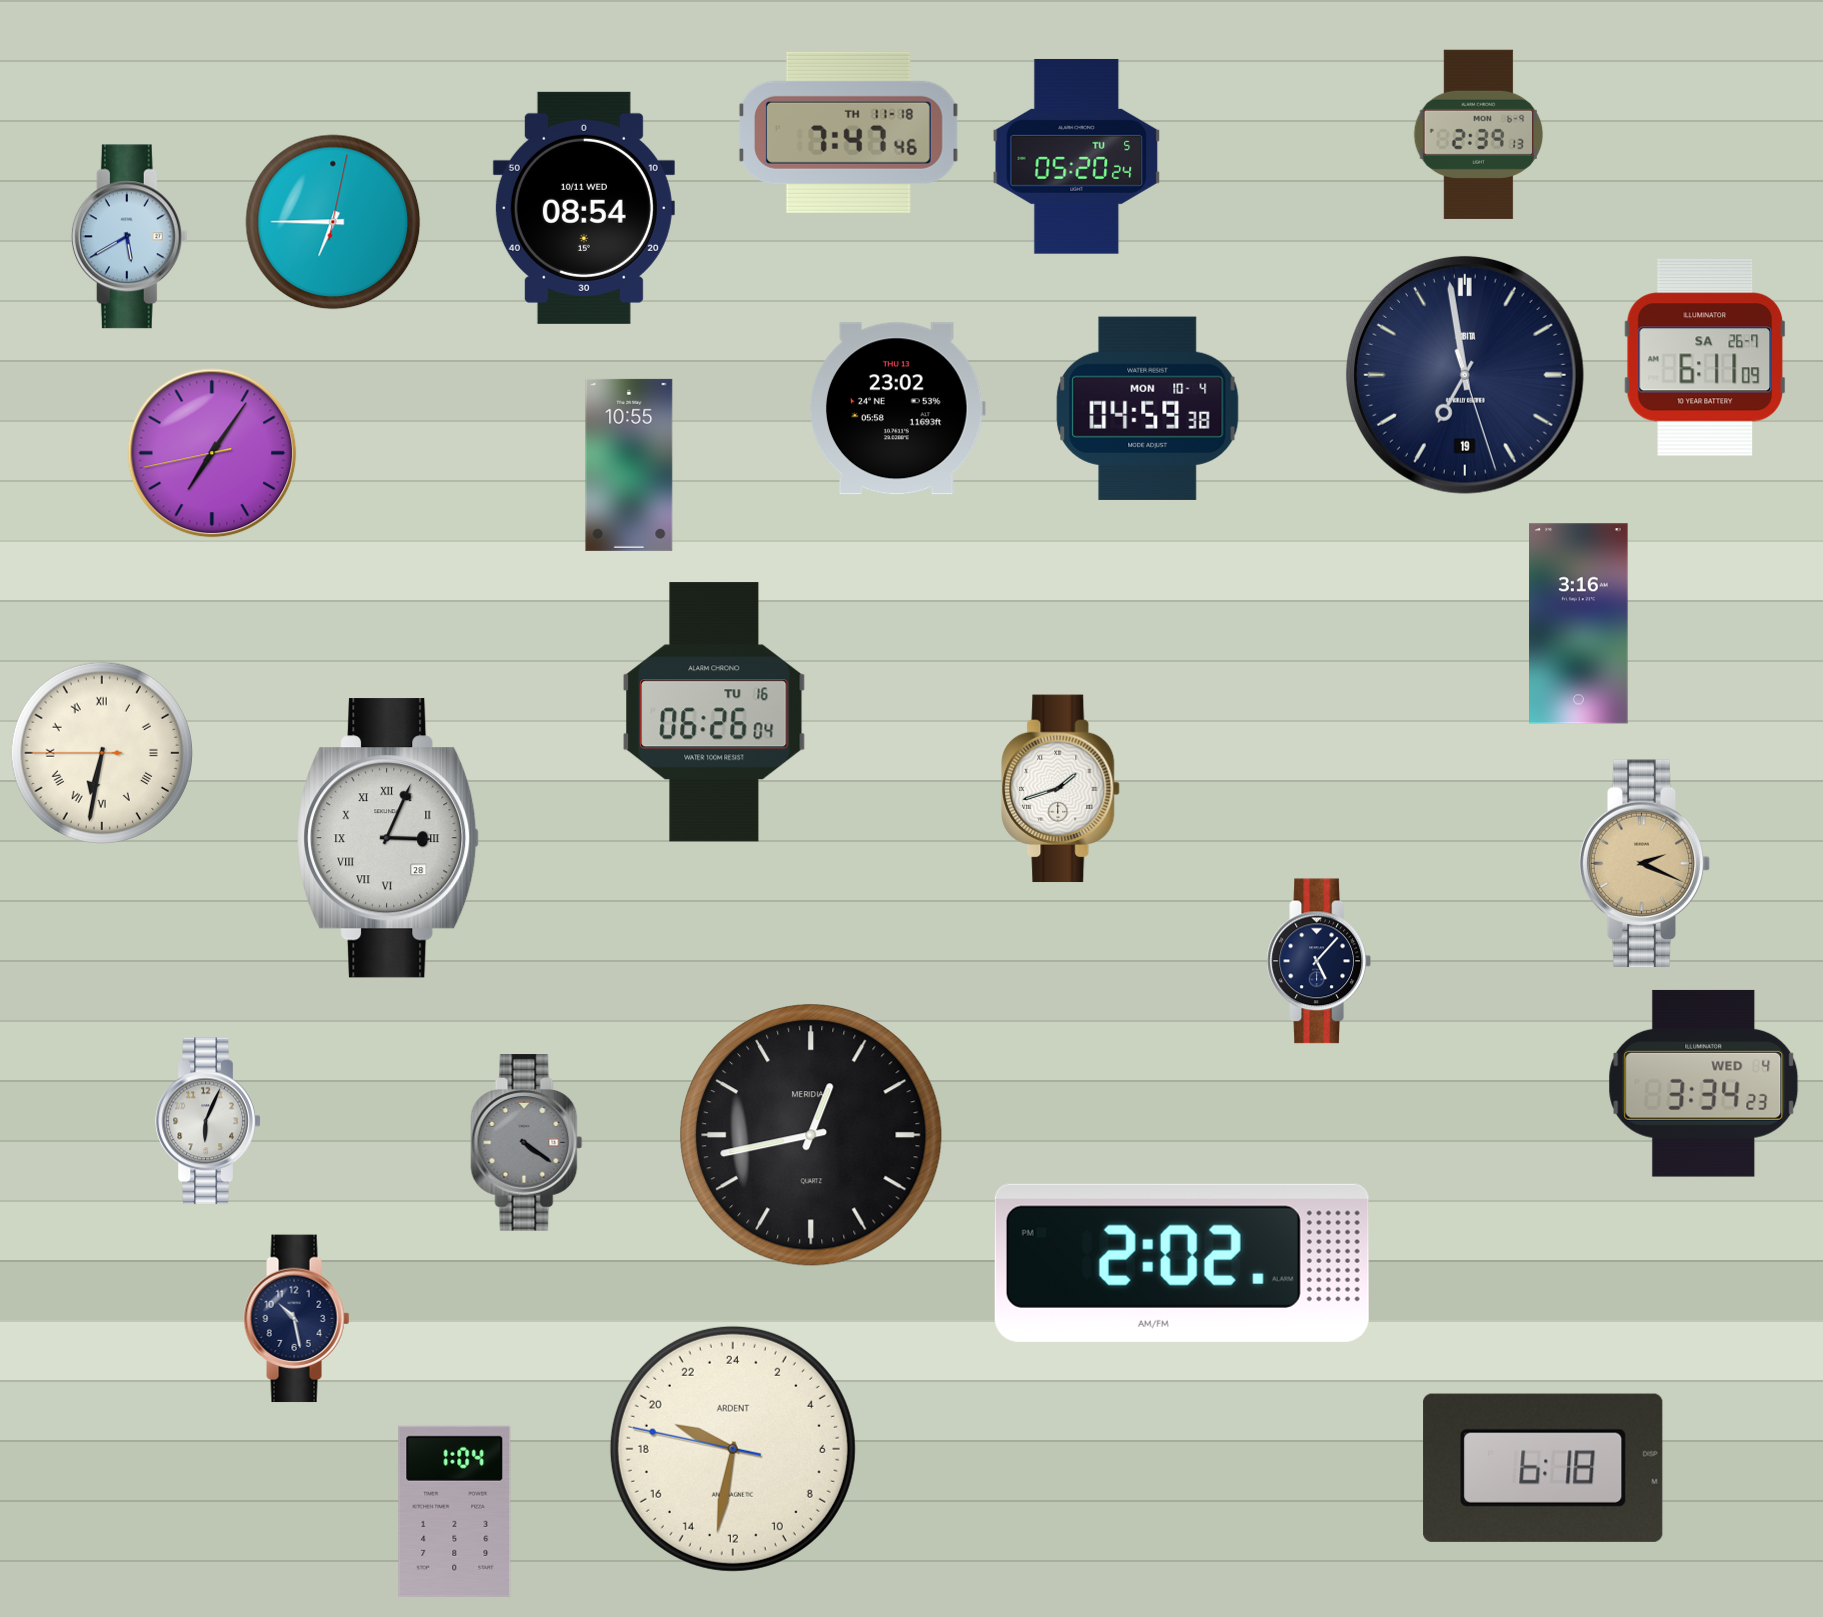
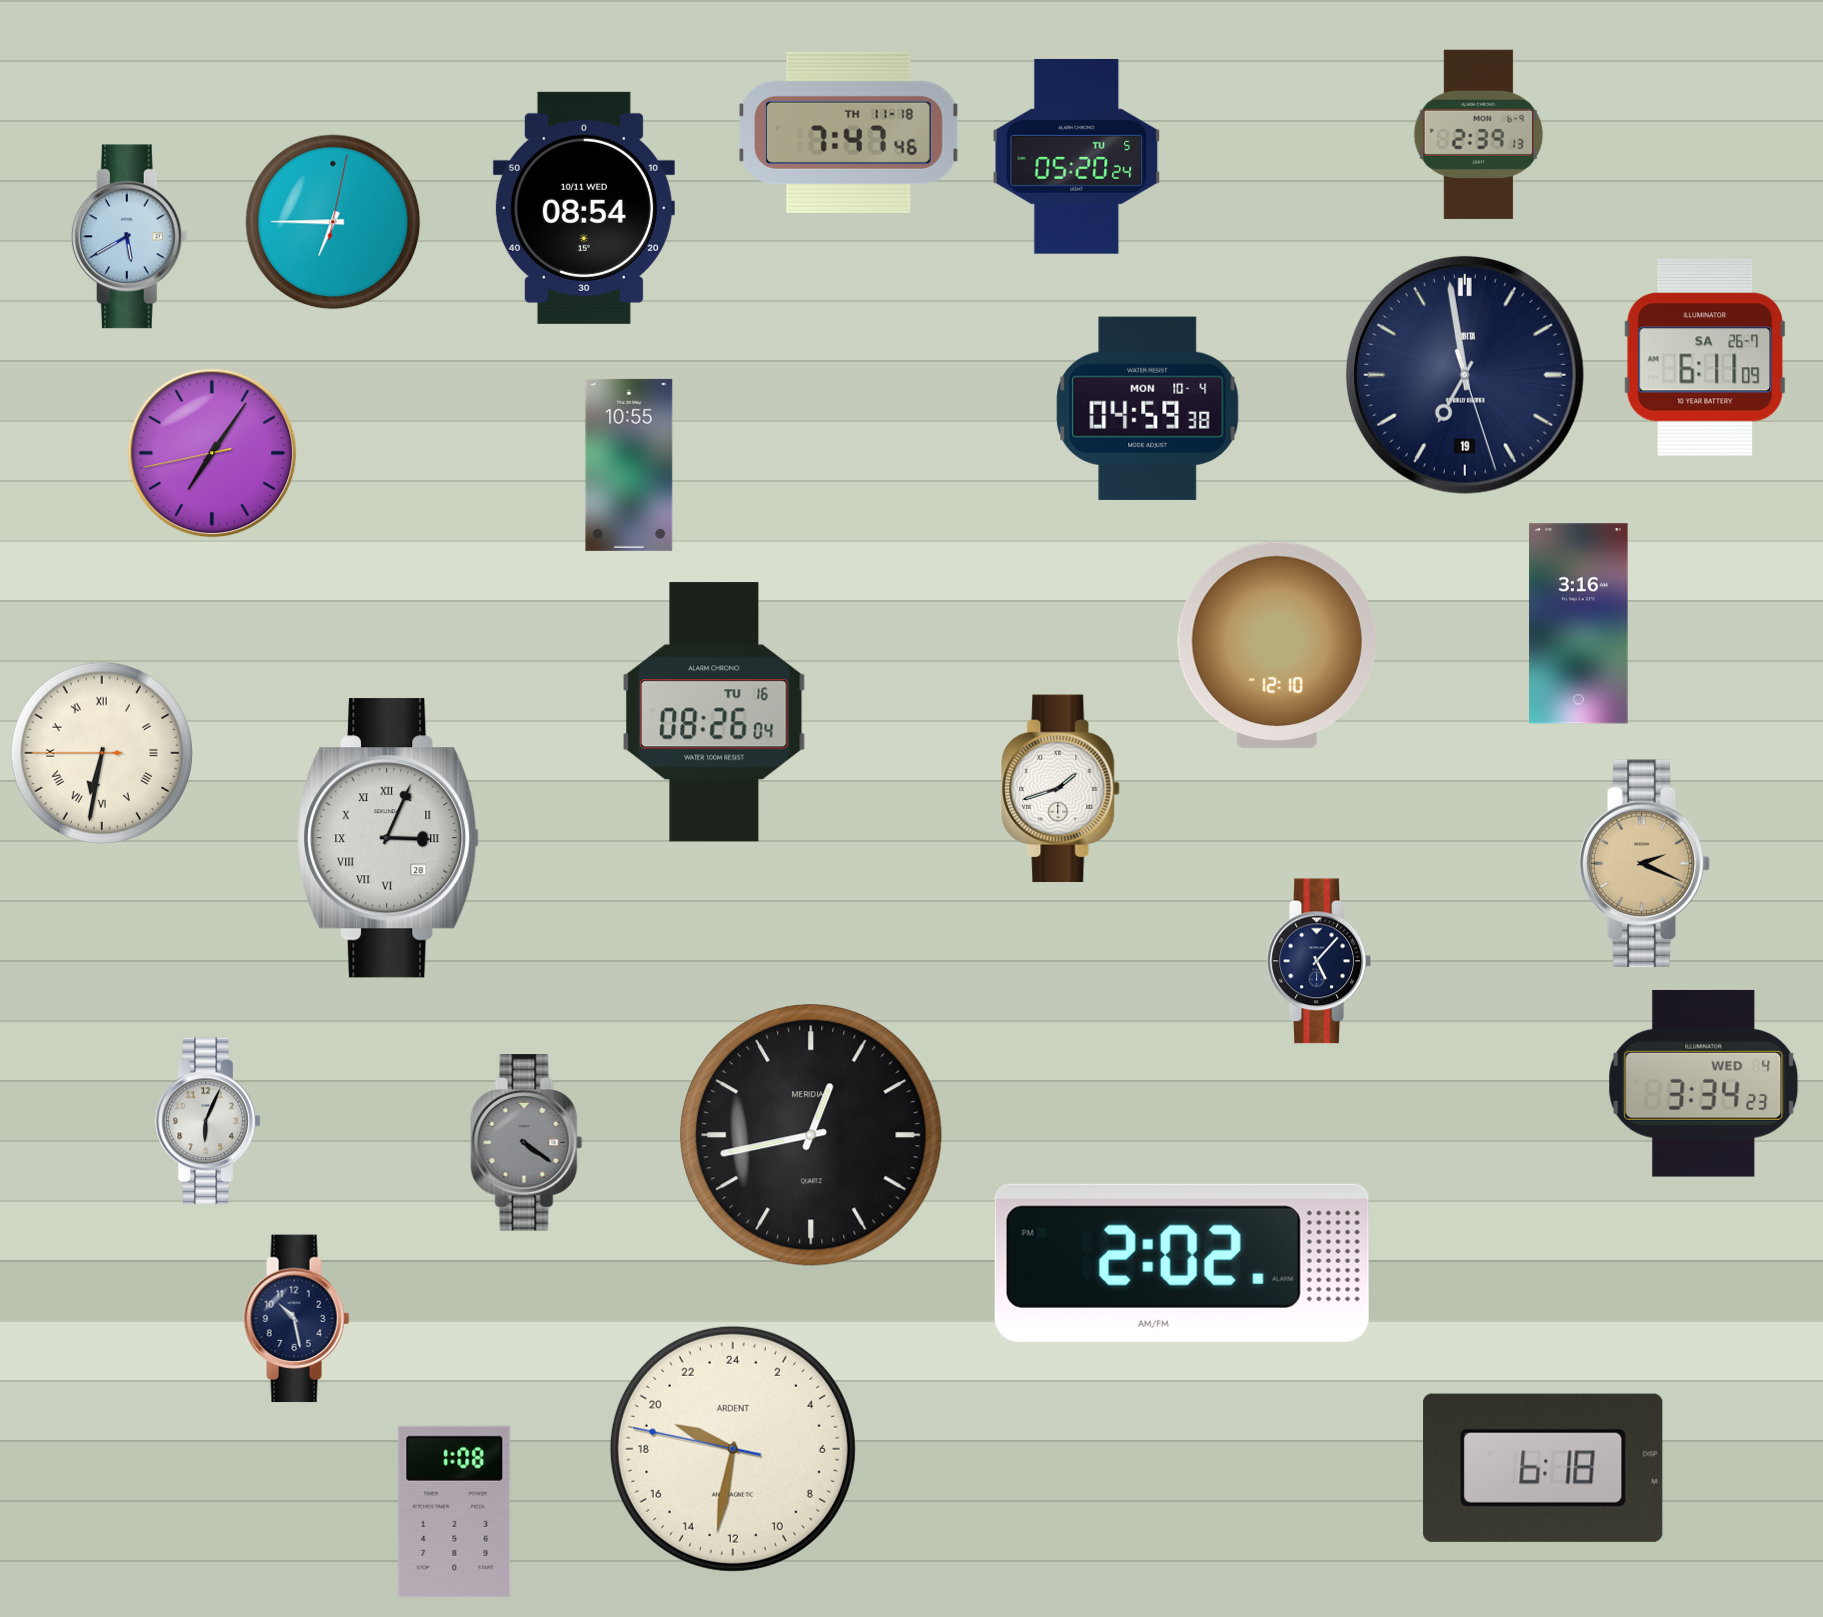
clock at (897, 409): 23:02 -> none
clock at (1277, 645): none -> 12:10
clock at (714, 712): 06:26 -> 08:26
clock at (455, 1511): 1:04 -> 1:08
